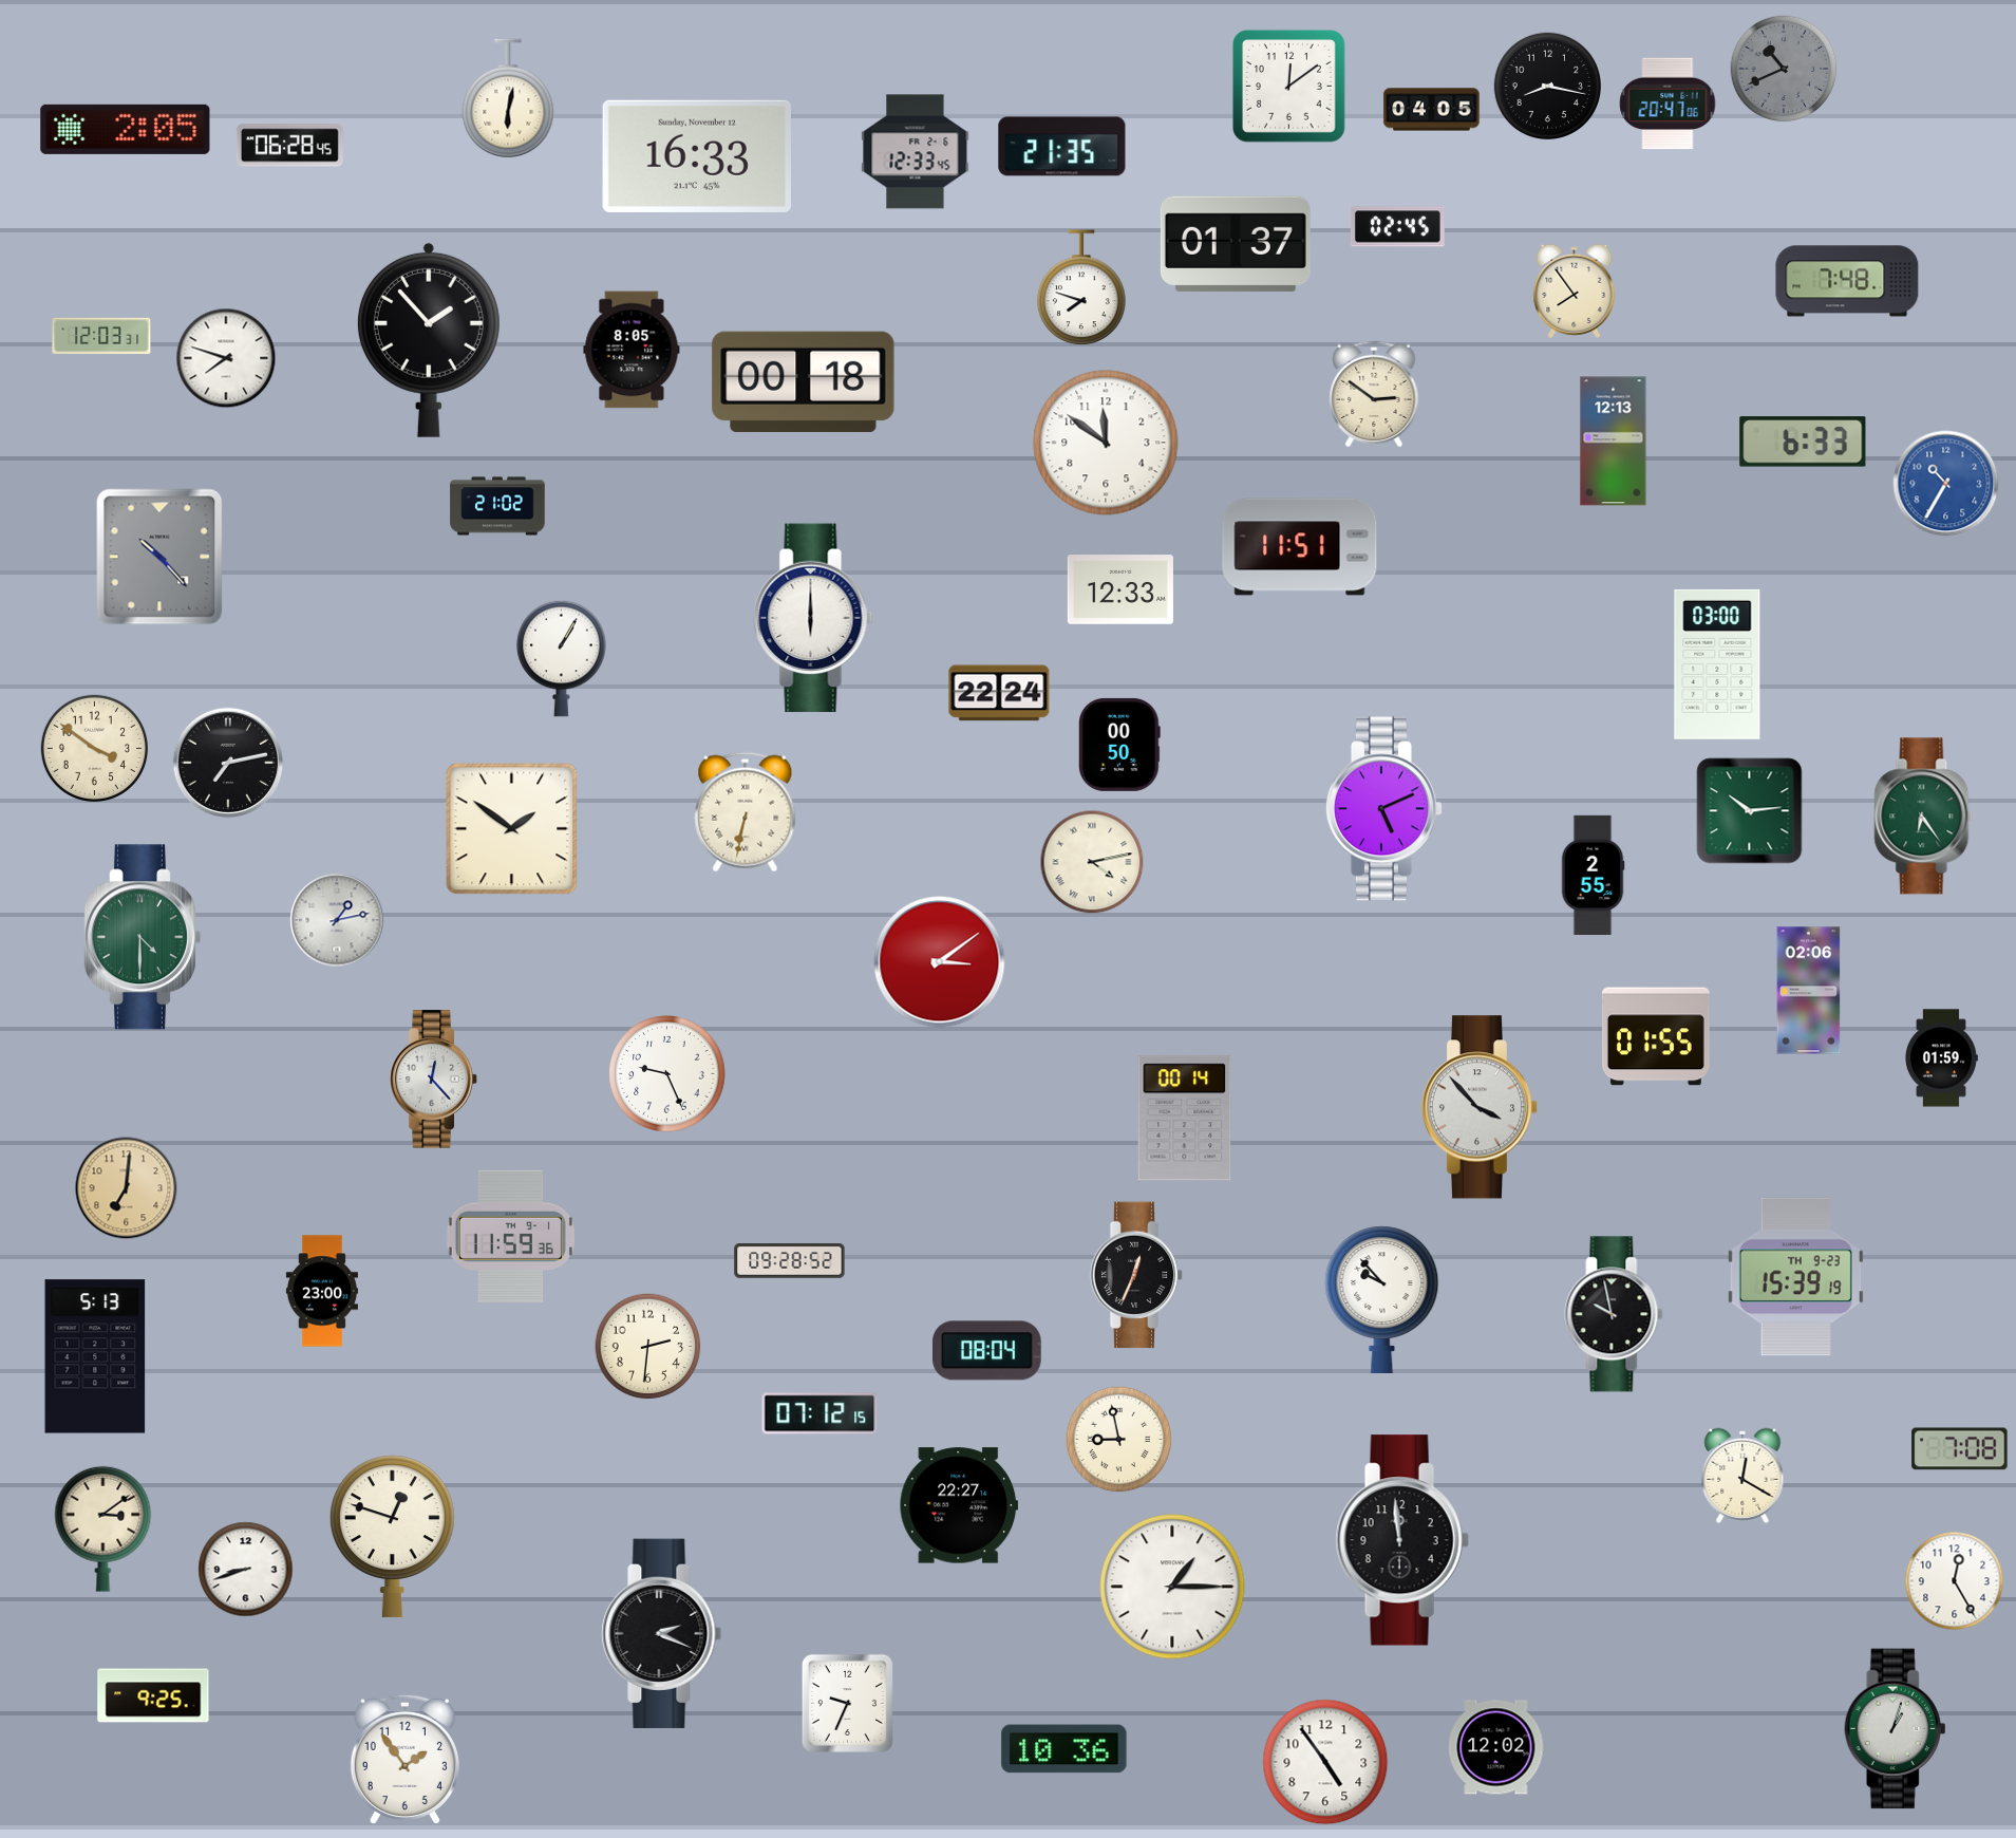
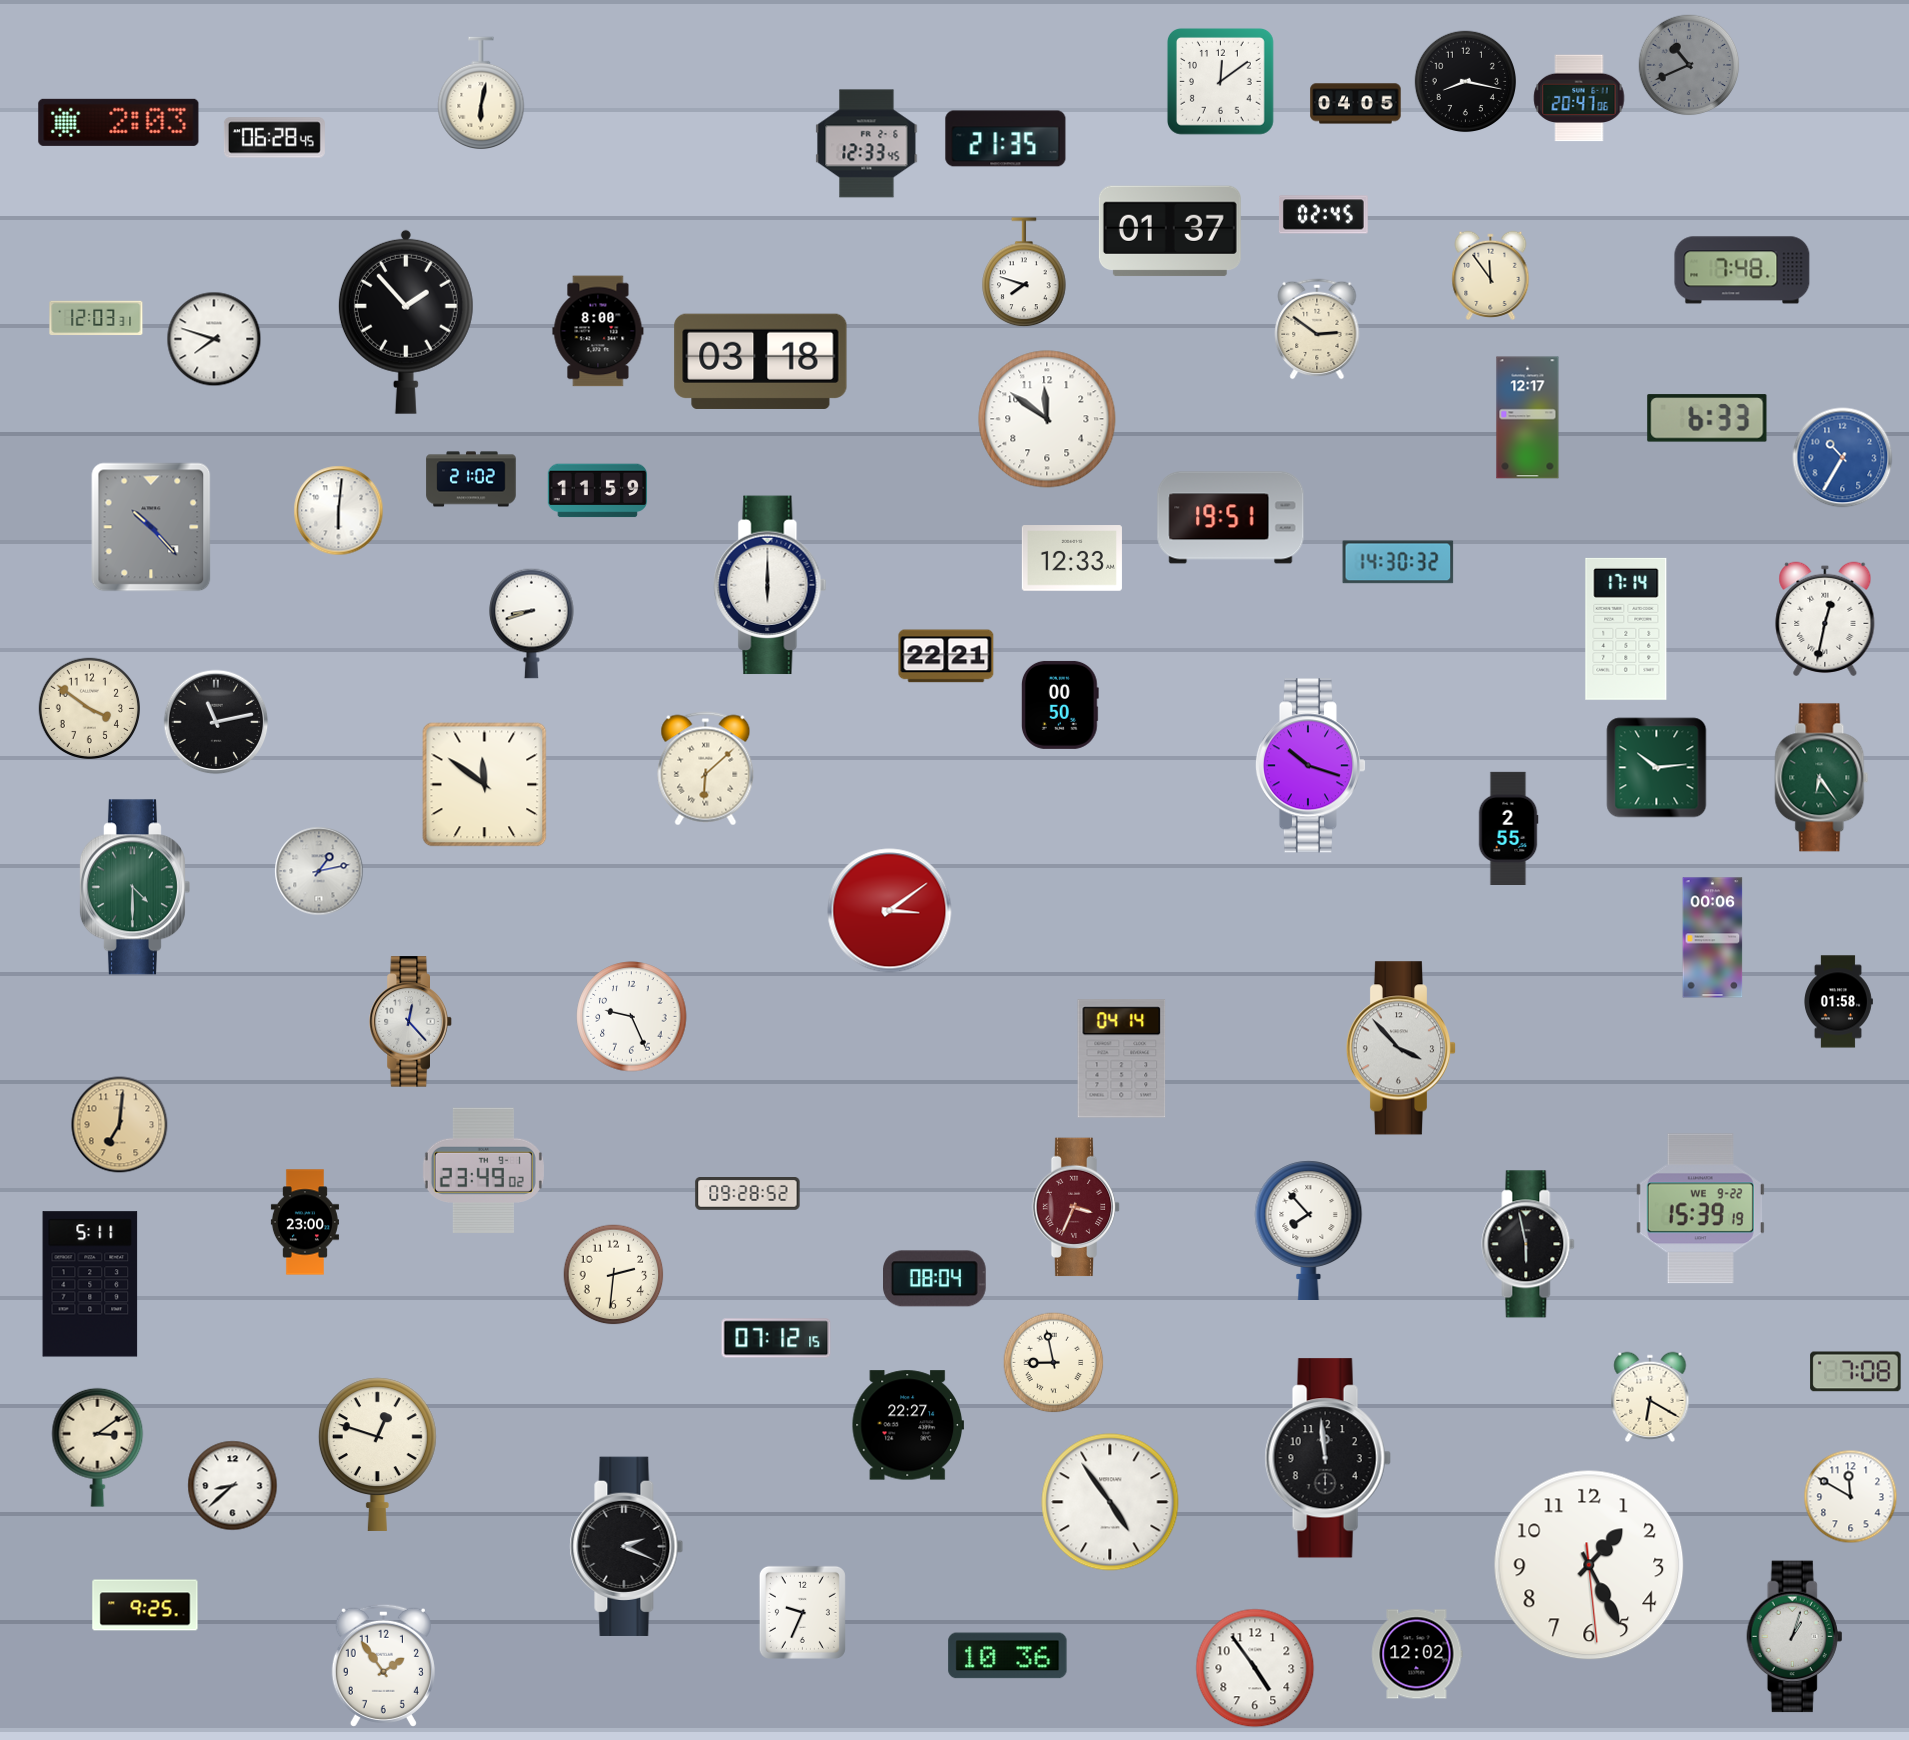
clock at (126, 129): 2:05 -> 2:03
clock at (696, 156): 16:33 -> none
clock at (1847, 281) position: (1847, 281) -> (1742, 270)
clock at (1575, 290): 7:54 -> 11:54
clock at (632, 350): 8:05 -> 8:00
clock at (804, 381): 00:18 -> 03:18
clock at (1374, 394) position: (1374, 394) -> (1317, 329)
clock at (1614, 442): 12:13 -> 12:17
clock at (597, 491): none -> 11:59
clock at (339, 511): none -> 6:01
clock at (1300, 547): 11:51 -> 19:51
clock at (1120, 589) position: (1120, 589) -> (1072, 558)
clock at (1398, 562): none -> 14:30
clock at (1825, 619): none -> 12:32
clock at (562, 658): 1:05 -> 8:42
clock at (1717, 664): 03:00 -> 17:14
clock at (999, 693): 22:24 -> 22:21
clock at (228, 763): 7:13 -> 11:13
clock at (1383, 809): 5:11 -> 10:18
clock at (746, 812): 6:32 -> 6:08
clock at (1924, 817) position: (1924, 817) -> (1822, 778)
clock at (512, 829): 1:51 -> 11:51
clock at (1092, 862): 4:13 -> none
clock at (1809, 991): 02:06 -> 00:06
clock at (1656, 1036): 01:55 -> none
clock at (1942, 1058): 01:59 -> 01:58
clock at (1185, 1119): 00:14 -> 04:14
clock at (510, 1237): 11:59 -> 23:49
clock at (1136, 1275): 12:34 -> 3:34
clock at (1136, 1275) dial: black -> burgundy
clock at (1795, 1277) date: TH 9-23 -> WE 9-22
clock at (1382, 1299): 9:53 -> 7:53
clock at (1614, 1314): 9:58 -> 5:58
clock at (95, 1356): 5:13 -> 5:11
clock at (1119, 1440) position: (1119, 1440) -> (1054, 1363)
clock at (1742, 1475): 12:20 -> 6:20
clock at (392, 1536) position: (392, 1536) -> (377, 1454)
clock at (246, 1570): 8:42 -> 8:38
clock at (1955, 1581): 12:25 -> 11:50
clock at (1172, 1587): 1:15 -> 4:54
clock at (1589, 1565): none -> 1:25
